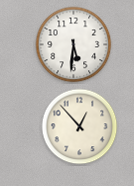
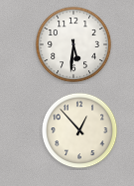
clock at (80, 127) position: (80, 127) -> (80, 131)
